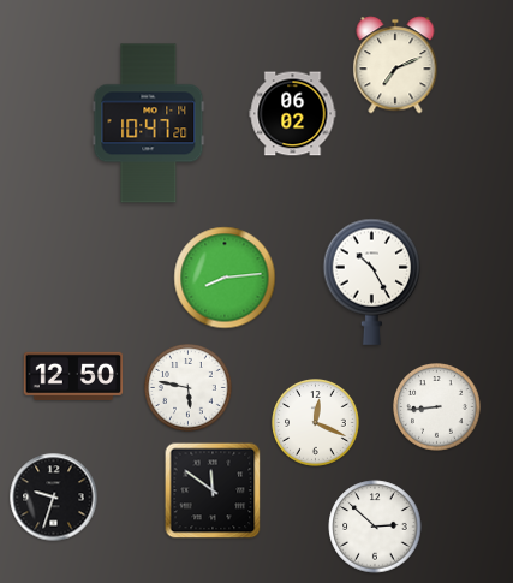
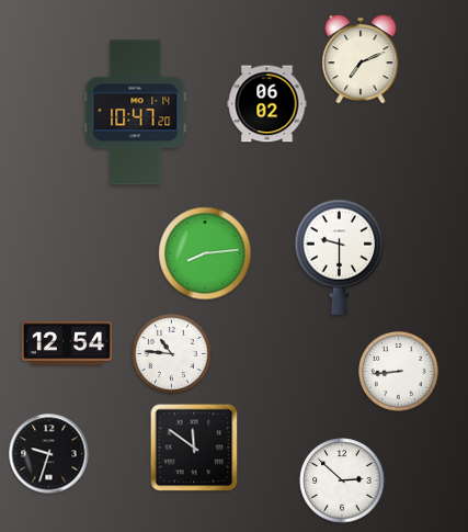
clock at (372, 281): 10:25 -> 9:30
clock at (73, 376): 12:50 -> 12:54
clock at (189, 388): 5:47 -> 10:46
clock at (316, 423): 12:19 -> none
